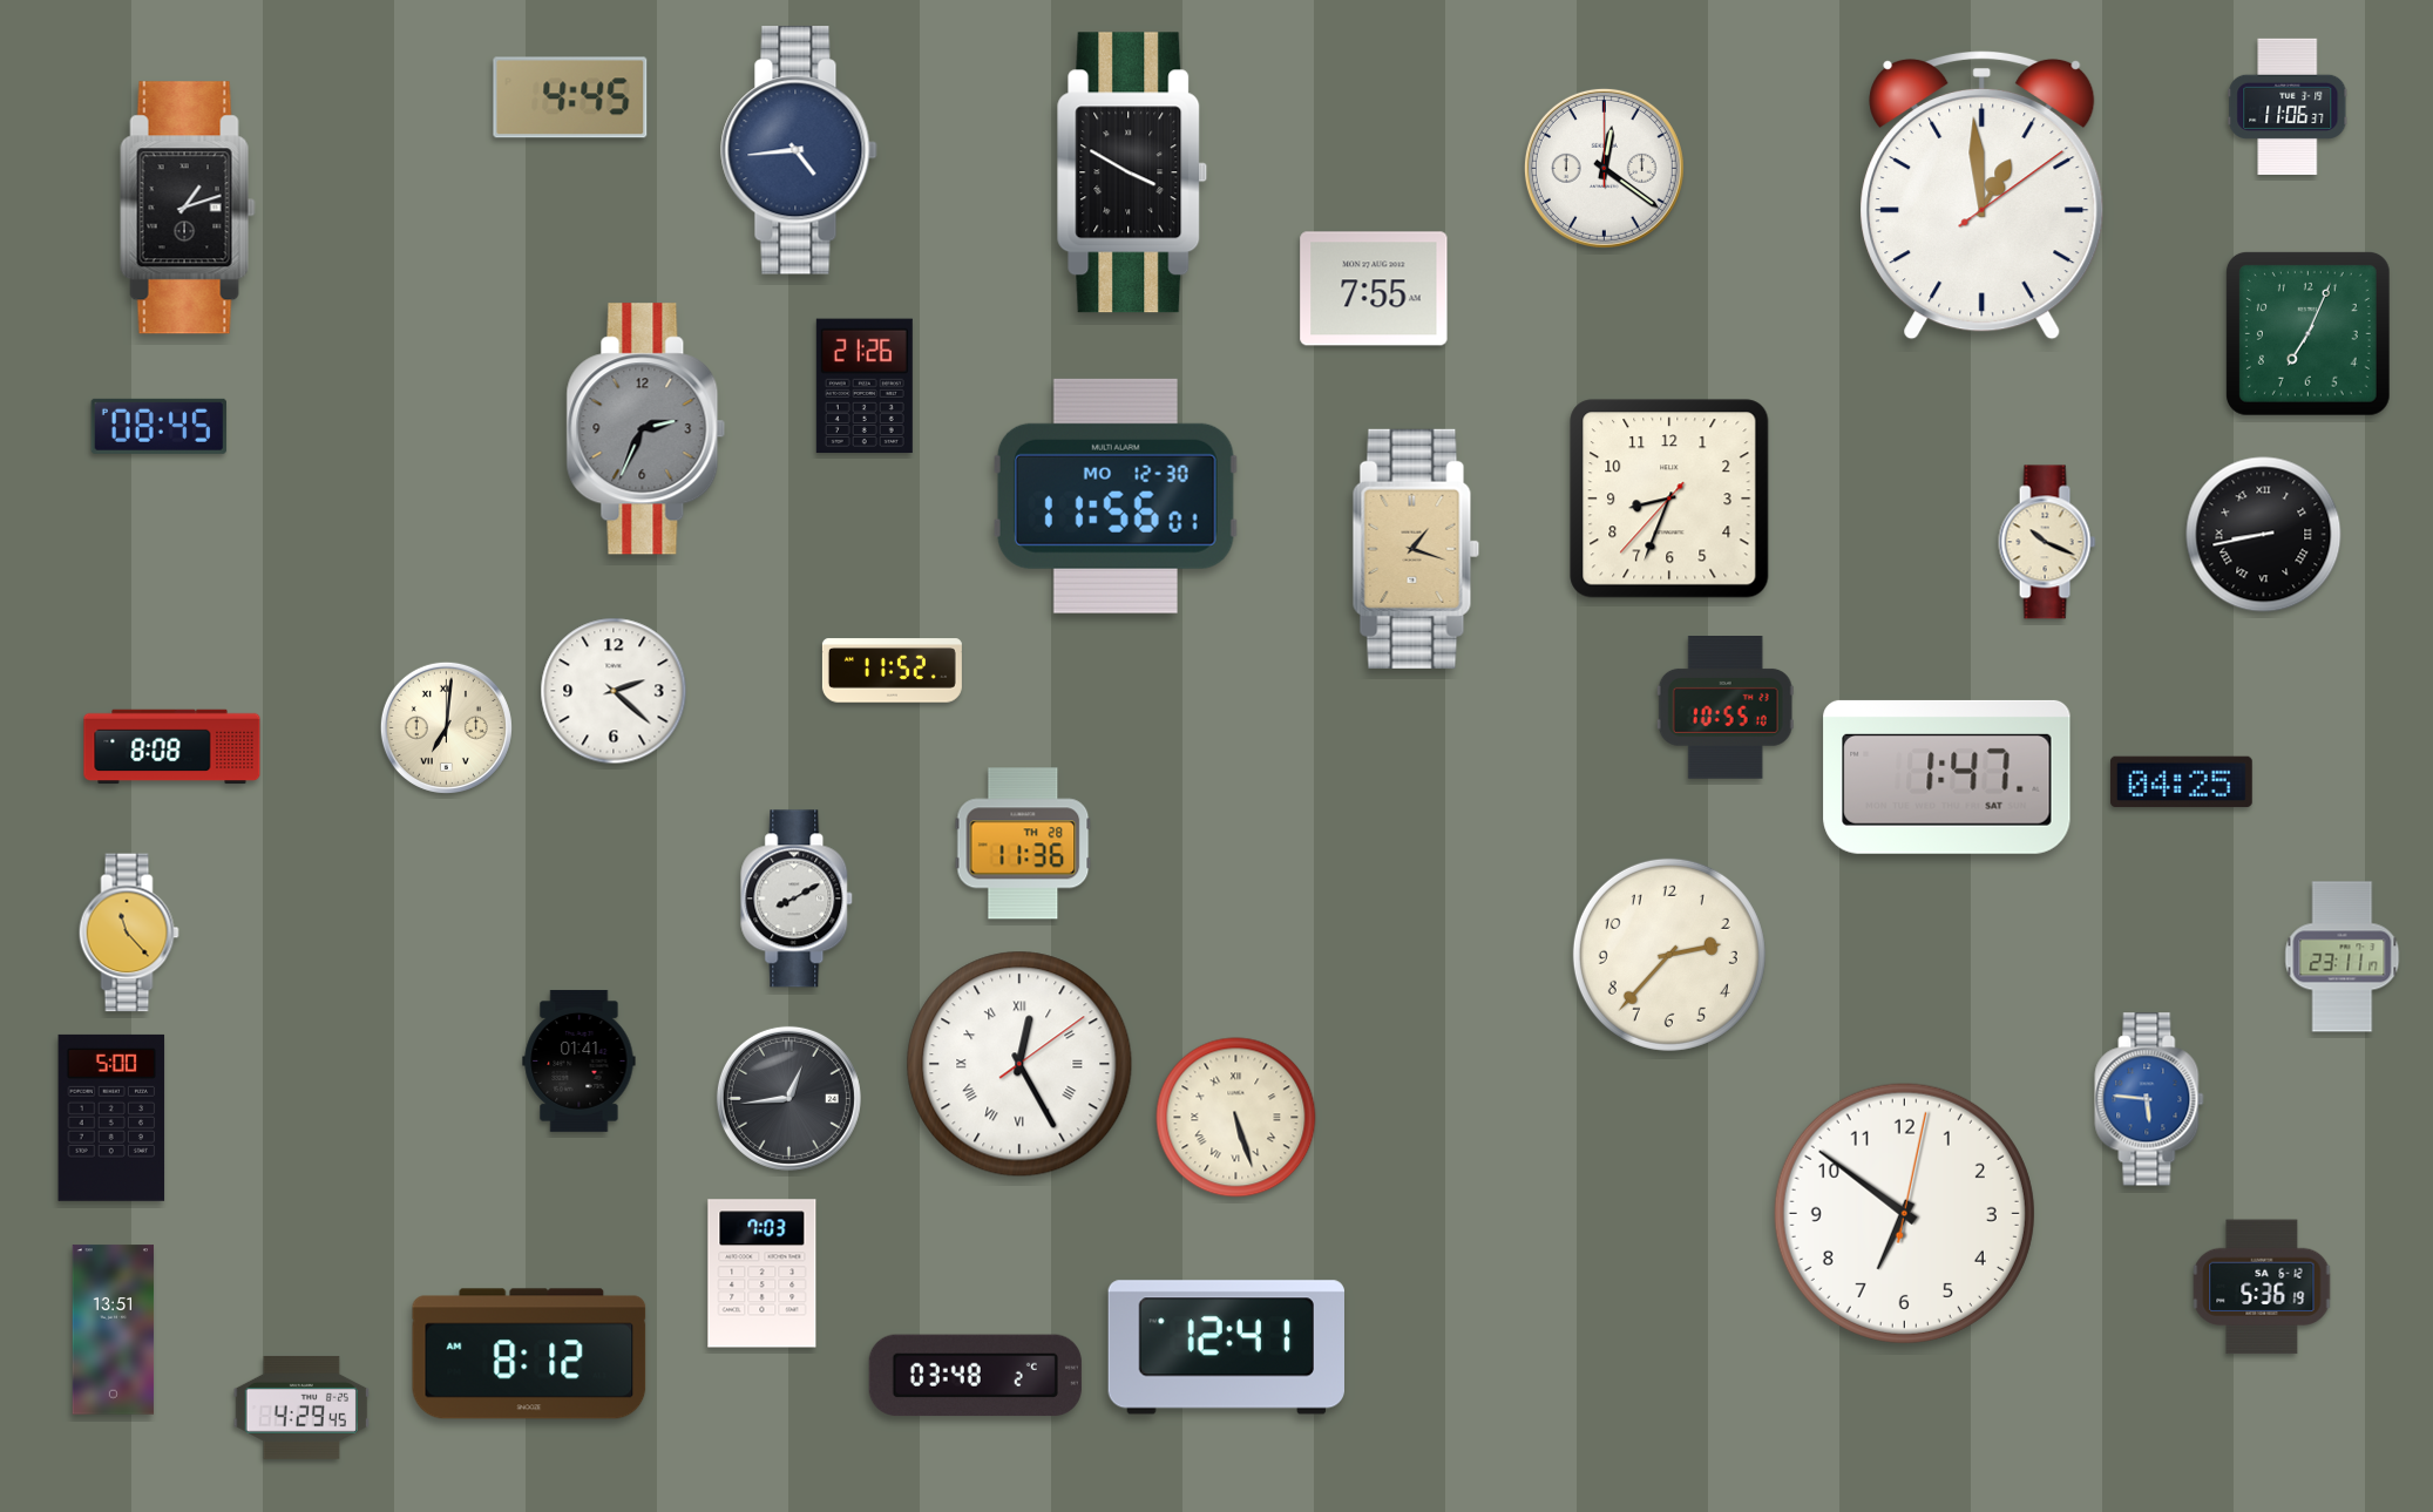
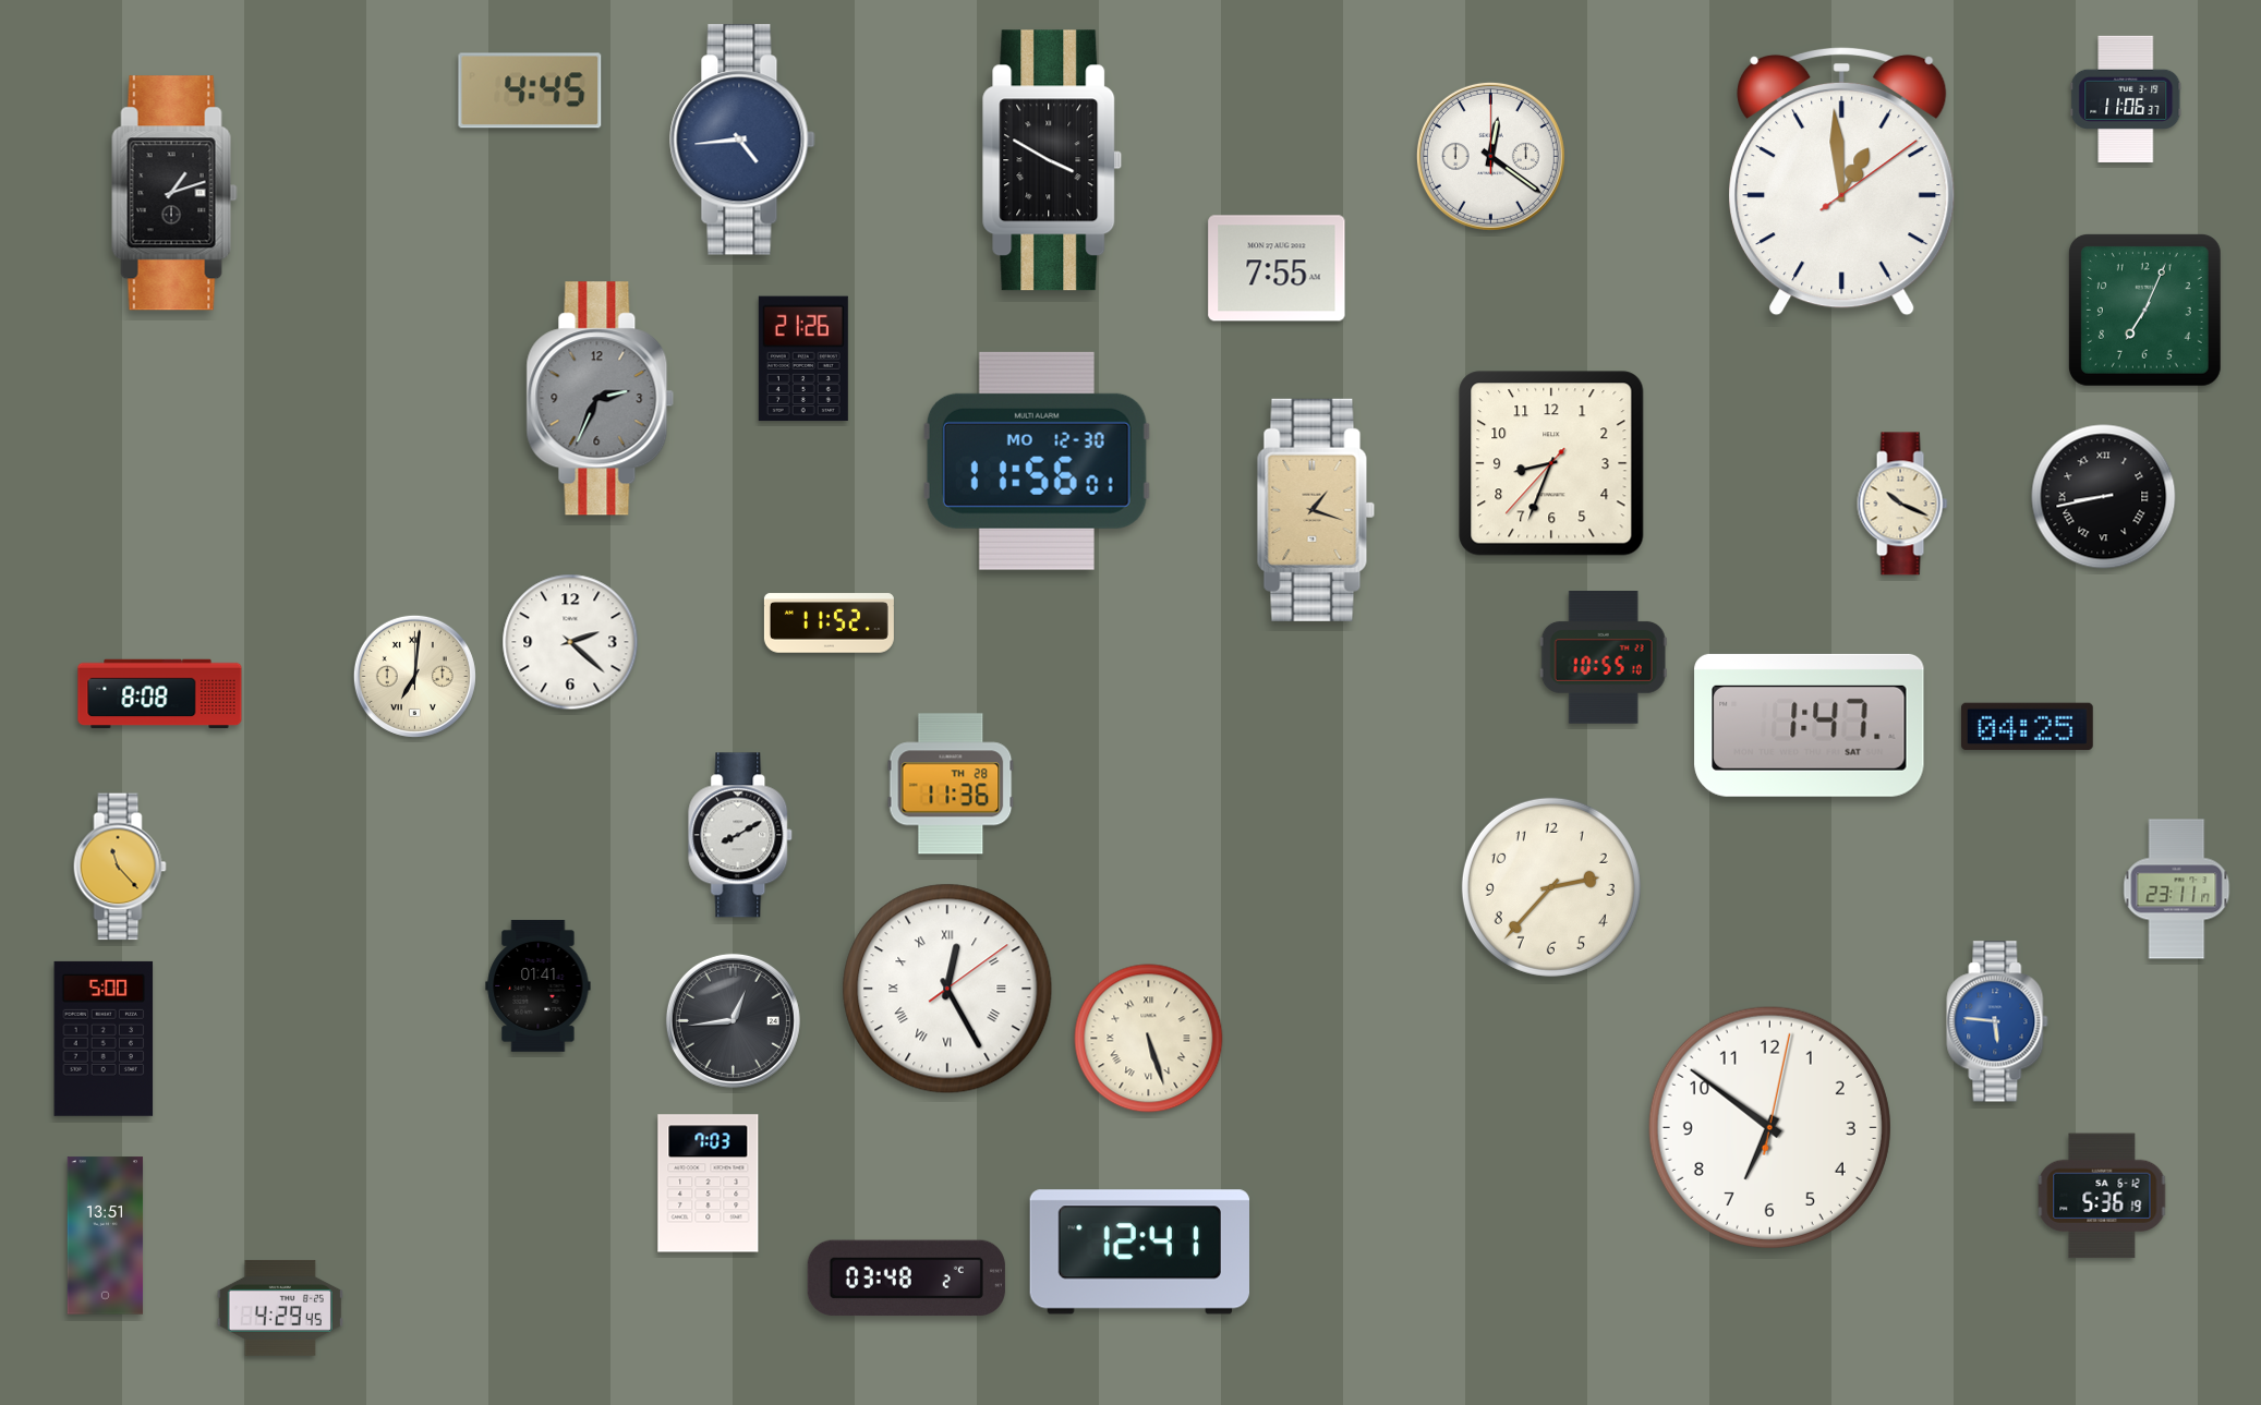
clock at (158, 426): 08:45 -> none
clock at (1947, 777) position: (1947, 777) -> (1810, 725)
clock at (529, 1354): 8:12 -> none
